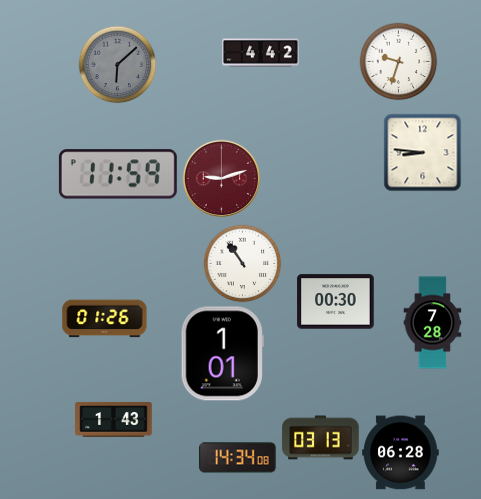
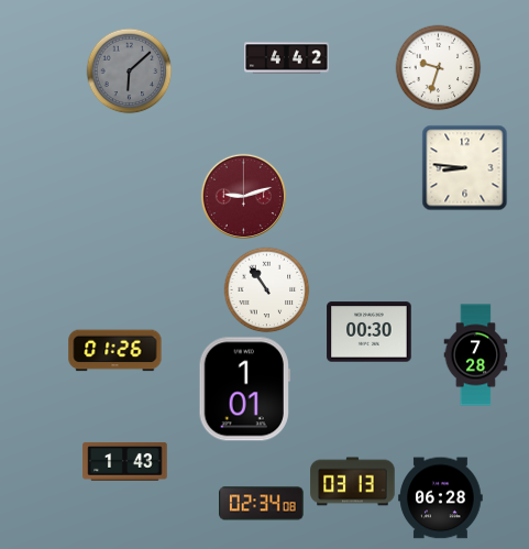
clock at (118, 174): 11:59 -> none
clock at (238, 458): 14:34 -> 02:34
